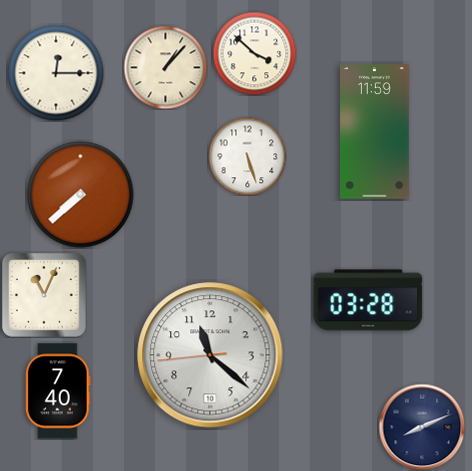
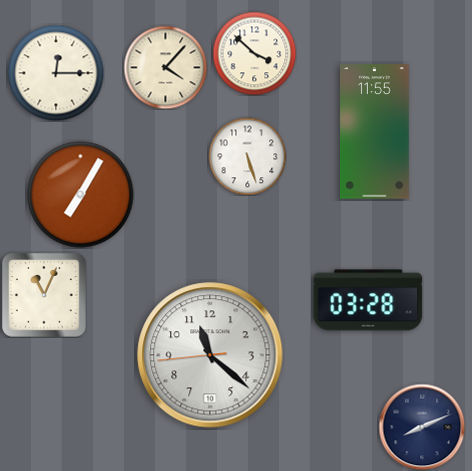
clock at (165, 67): 1:07 -> 4:07
clock at (375, 132): 11:59 -> 11:55
clock at (81, 195): 7:38 -> 7:05
clock at (58, 391): 7:40 -> none
